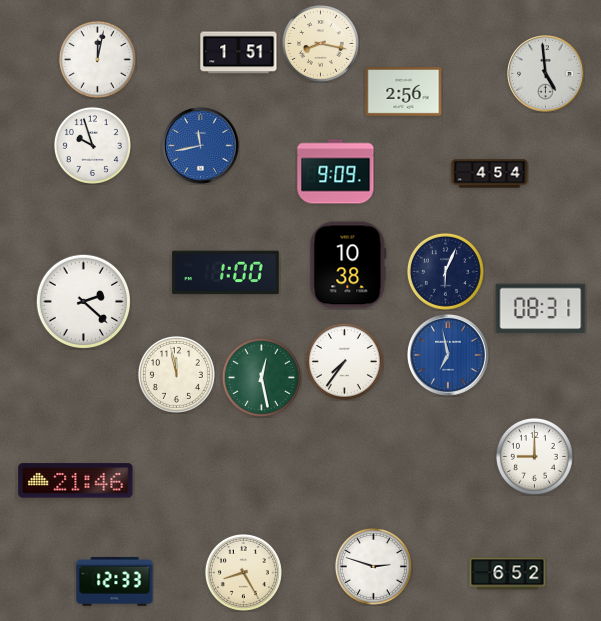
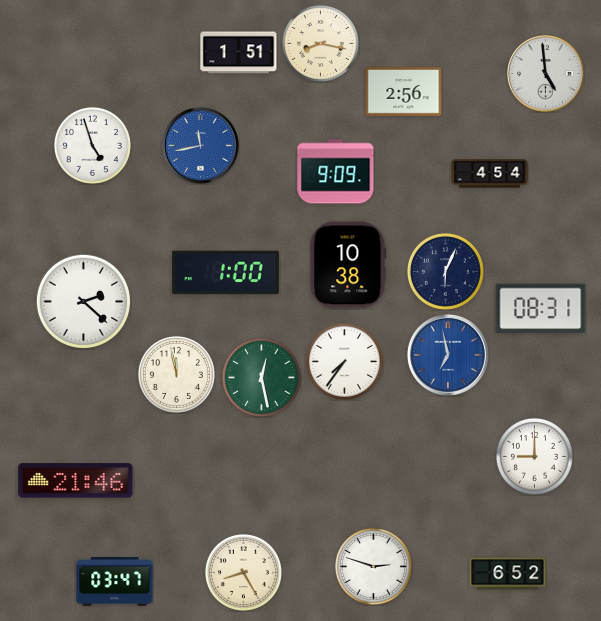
clock at (97, 59): 12:02 -> none
clock at (92, 145): 9:57 -> 4:57
clock at (115, 582): 12:33 -> 03:47
